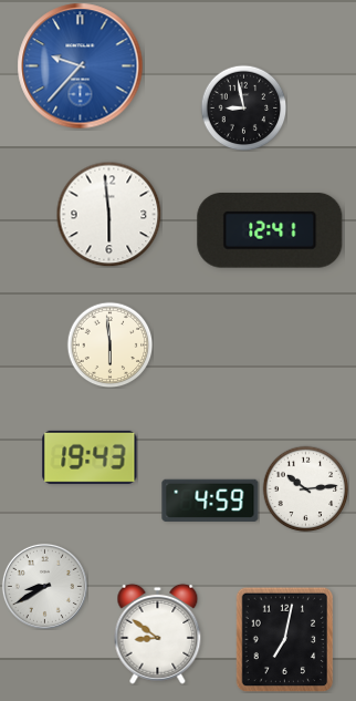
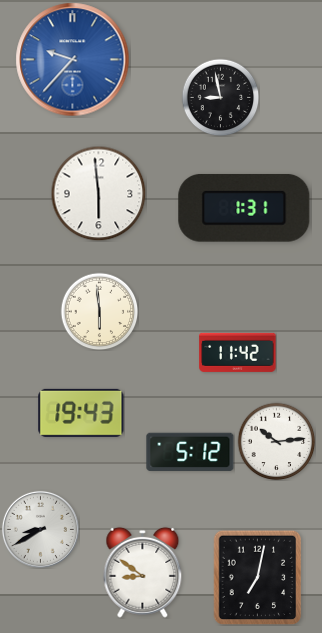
clock at (270, 230): 12:41 -> 1:31
clock at (238, 352): none -> 11:42
clock at (210, 501): 4:59 -> 5:12
